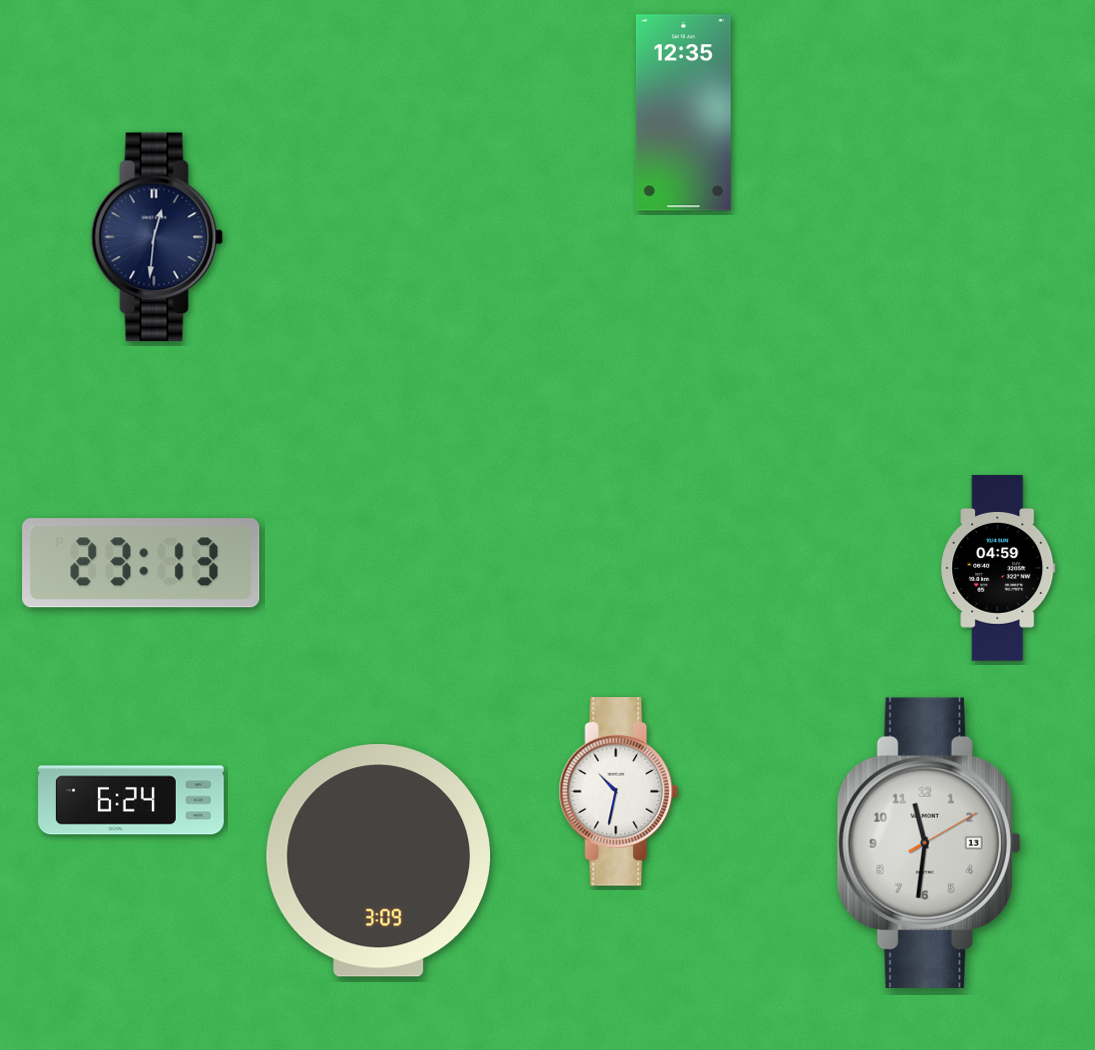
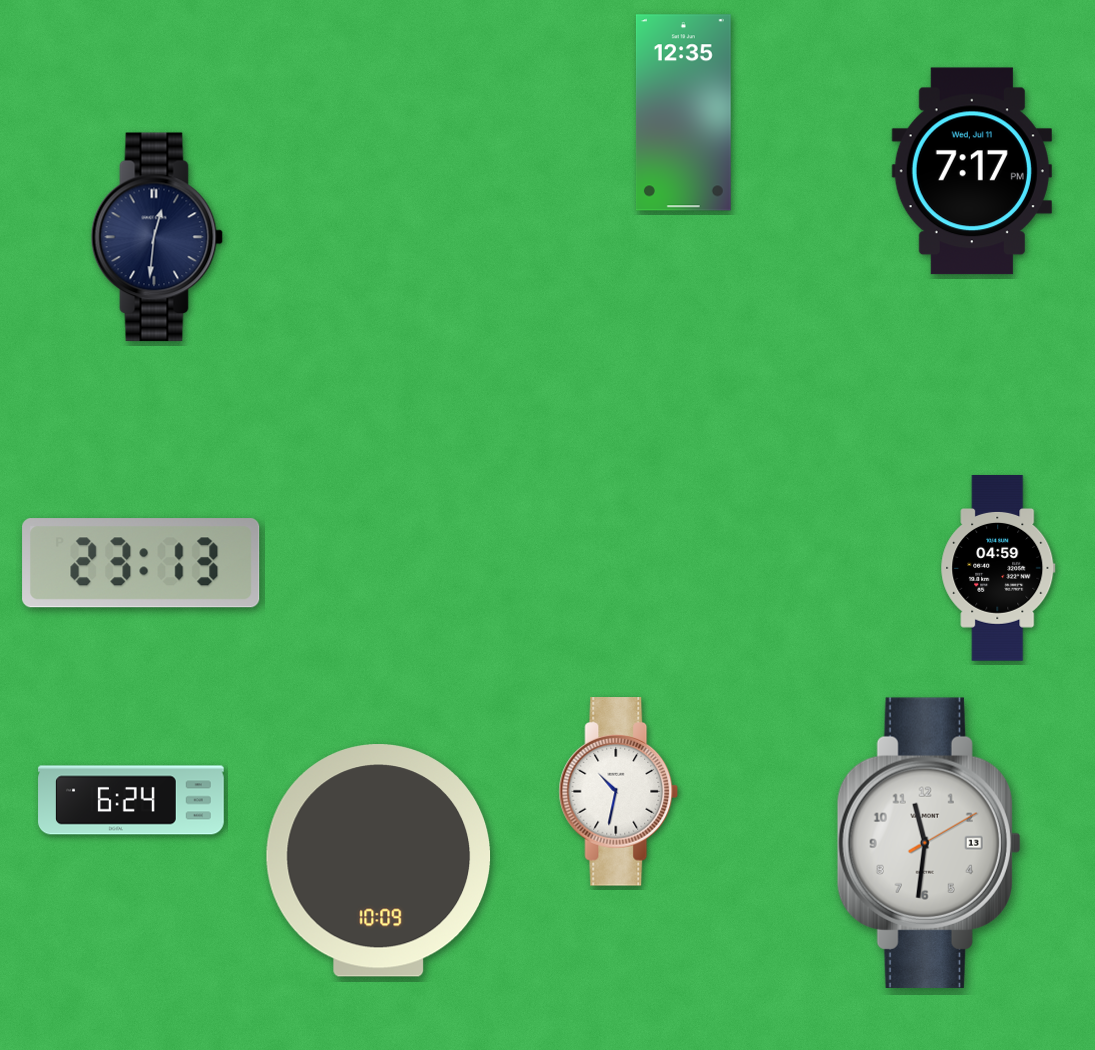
clock at (972, 171): none -> 7:17
clock at (379, 861): 3:09 -> 10:09
